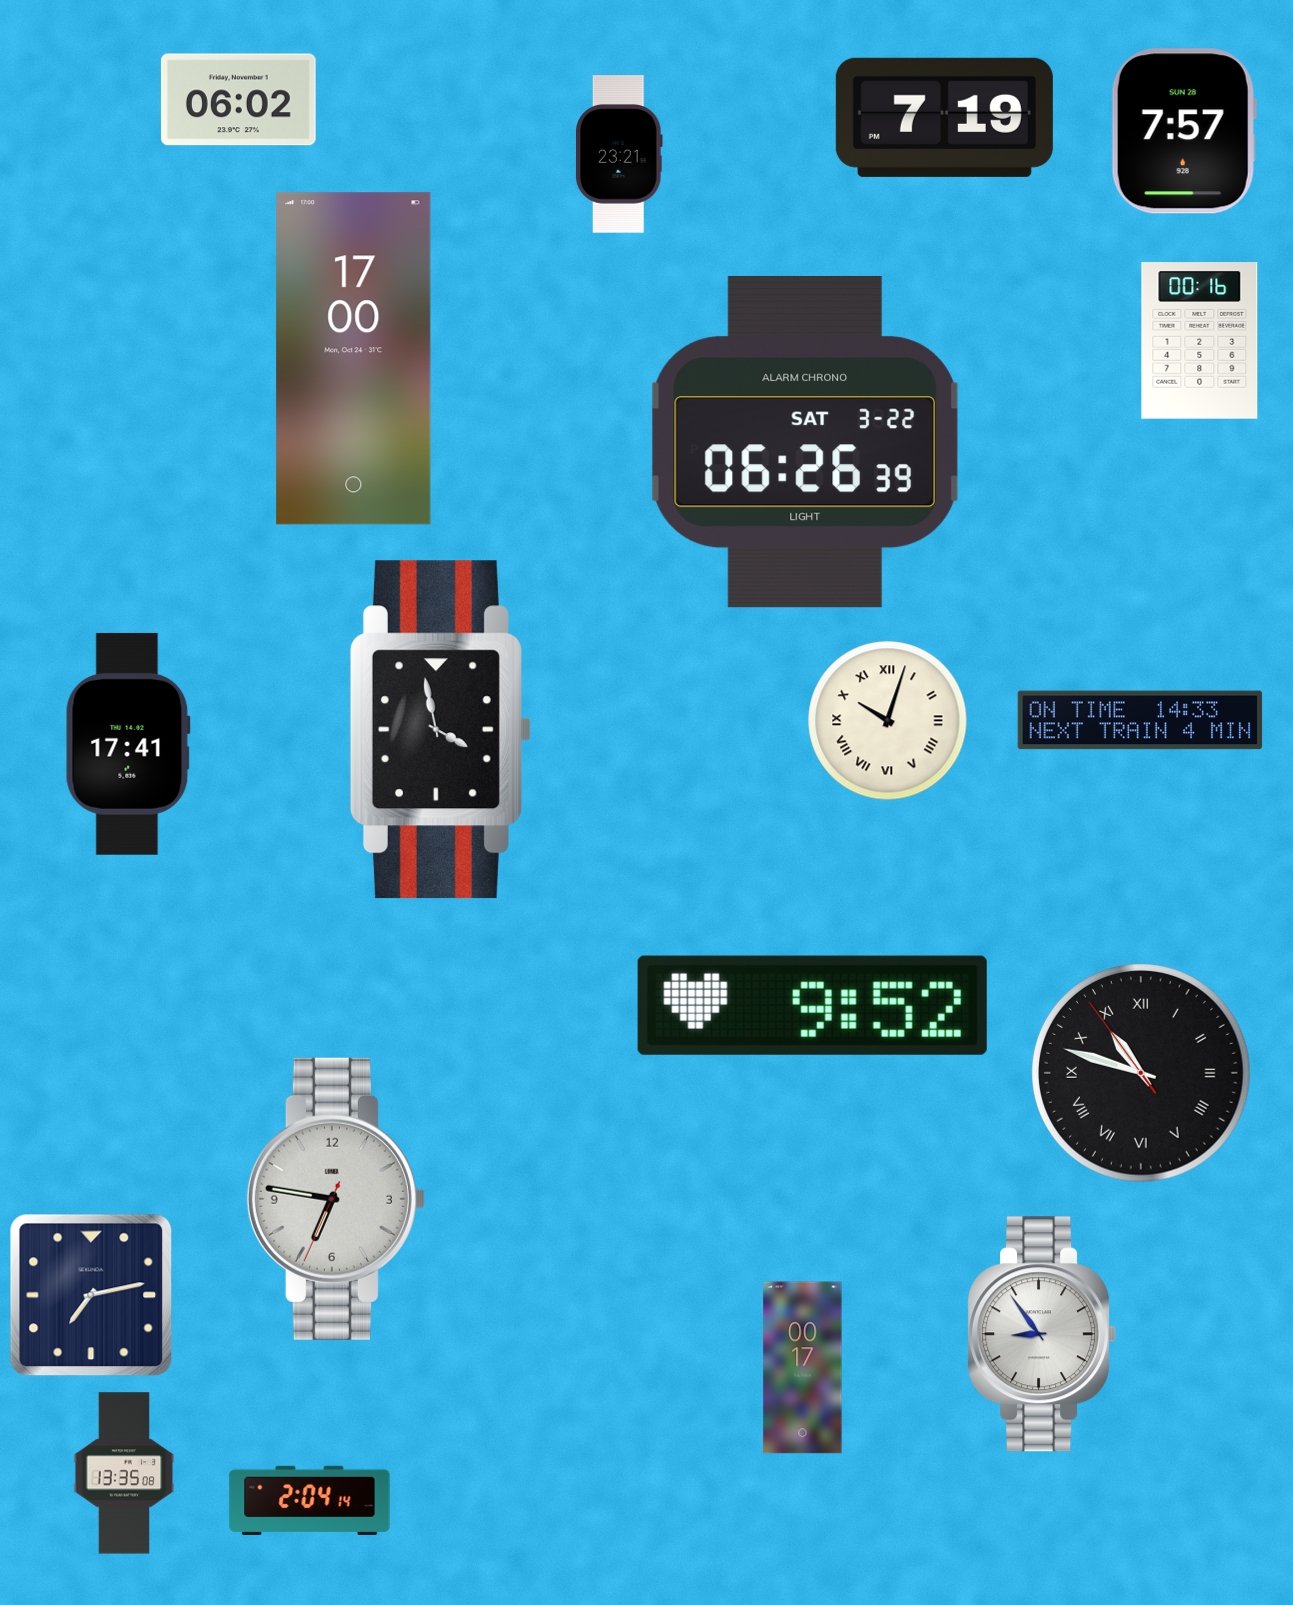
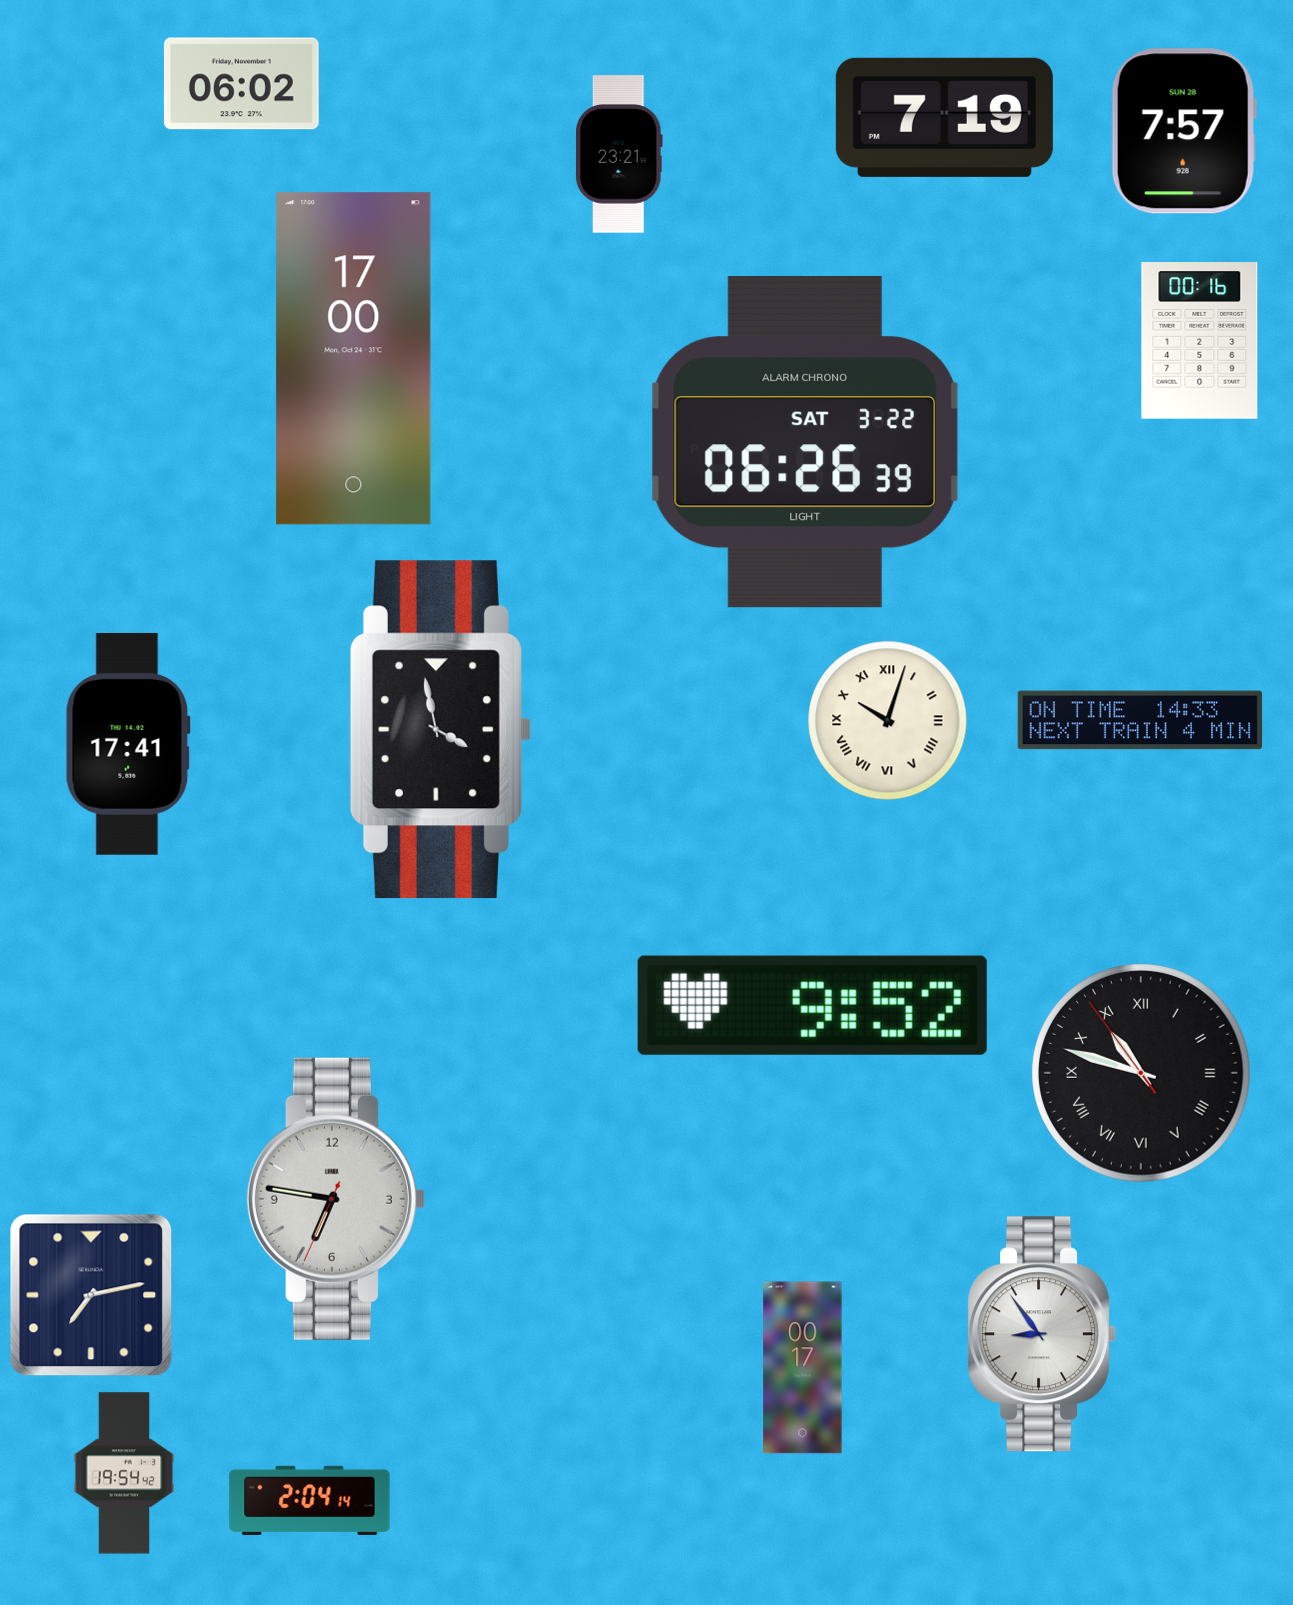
clock at (238, 100) position: (238, 100) -> (241, 84)
clock at (124, 1473): 13:35 -> 19:54
